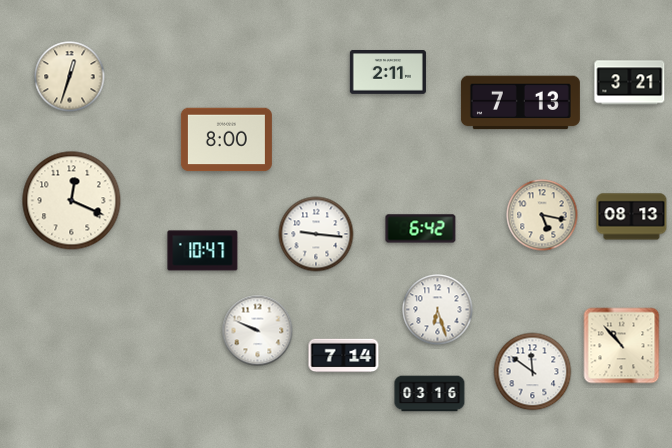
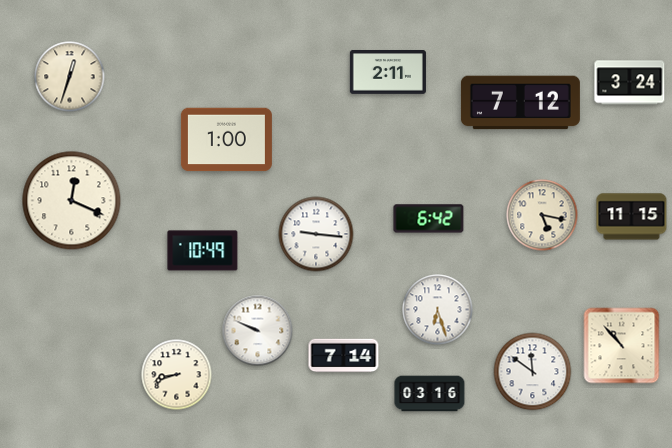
clock at (630, 83): 3:21 -> 3:24
clock at (520, 103): 7:13 -> 7:12
clock at (226, 140): 8:00 -> 1:00
clock at (632, 217): 08:13 -> 11:15
clock at (421, 229) position: (421, 229) -> (429, 219)
clock at (203, 251): 10:47 -> 10:49
clock at (177, 375): none -> 8:42
